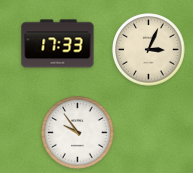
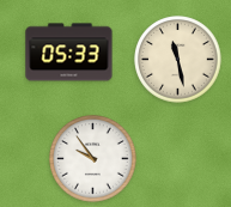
clock at (58, 44): 17:33 -> 05:33
clock at (149, 50): 3:04 -> 11:28
